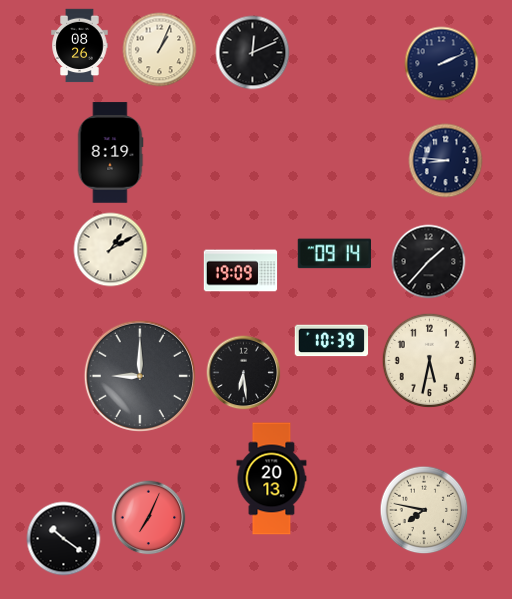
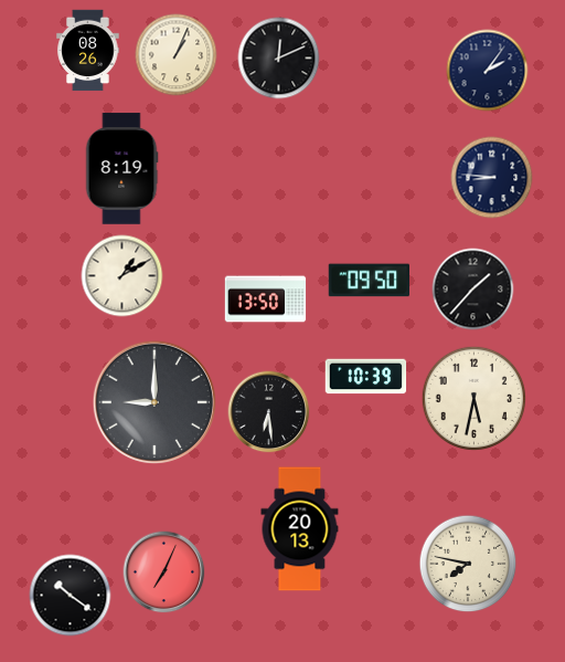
clock at (442, 64): 2:11 -> 2:06
clock at (334, 254): 09:14 -> 09:50
clock at (241, 271): 19:09 -> 13:50
clock at (140, 376) position: (140, 376) -> (154, 402)
